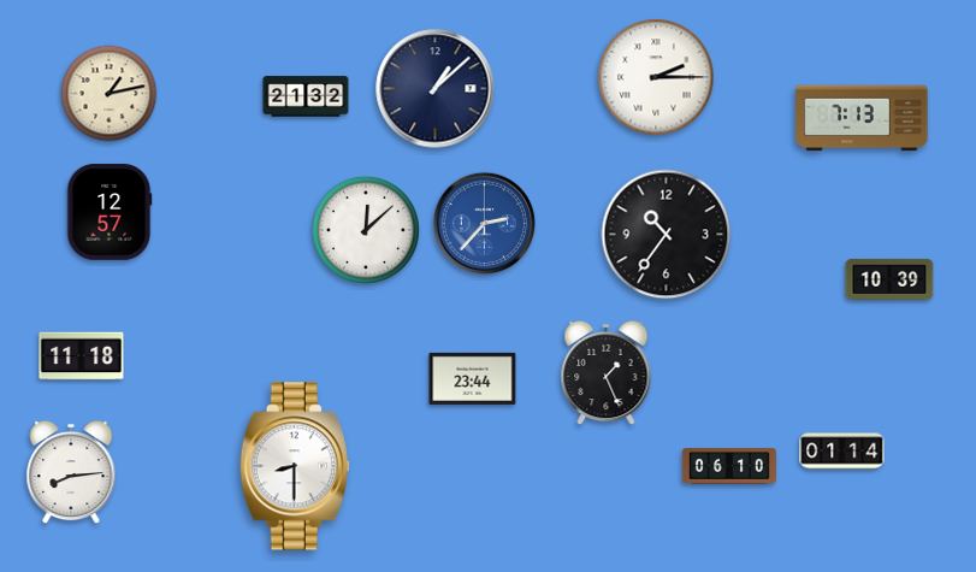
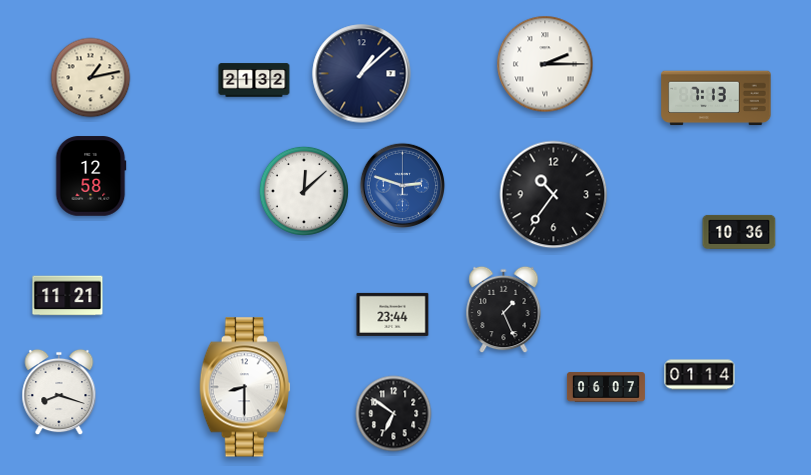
clock at (110, 212): 12:57 -> 12:58
clock at (485, 224): 2:37 -> 2:48
clock at (889, 279): 10:39 -> 10:36
clock at (82, 356): 11:18 -> 11:21
clock at (729, 466): 06:10 -> 06:07
clock at (71, 472): 8:14 -> 8:18
clock at (394, 414): none -> 6:51
